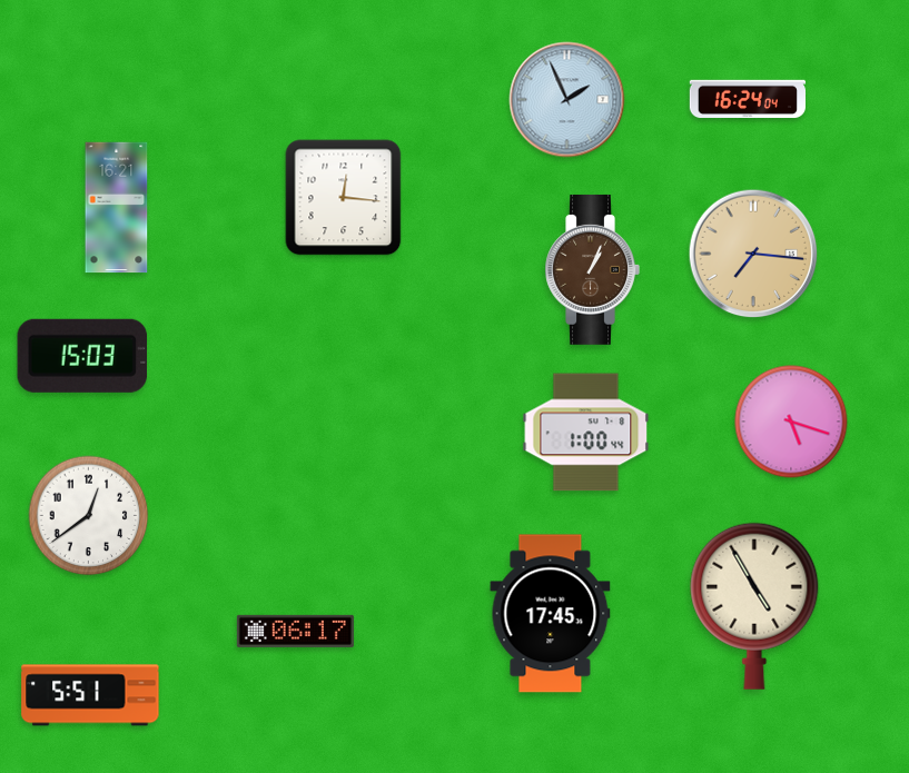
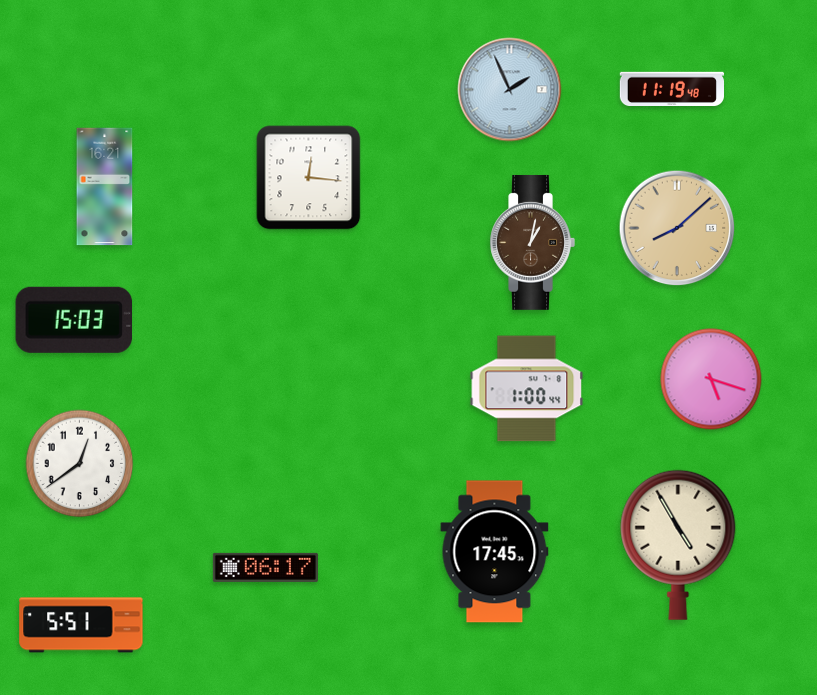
clock at (747, 98): 16:24 -> 11:19
clock at (753, 254): 7:16 -> 8:08
clock at (592, 269): 1:04 -> 1:02
